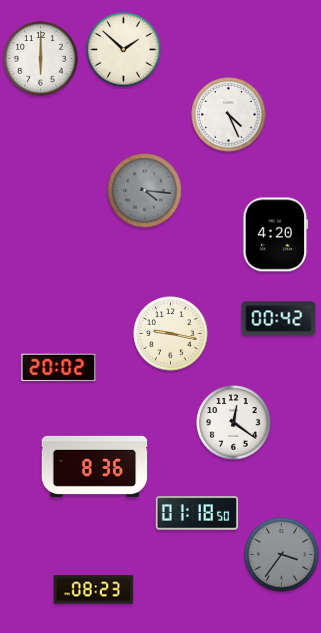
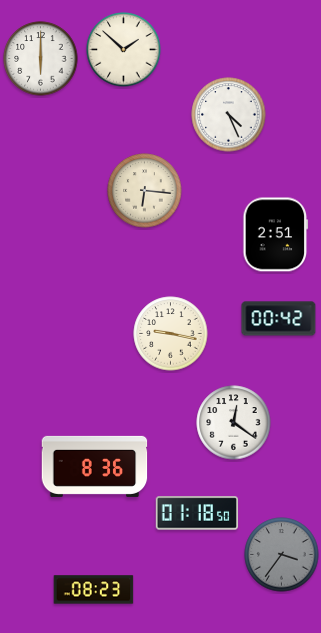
clock at (145, 191): 4:16 -> 6:16
clock at (145, 191) dial: grey -> cream
clock at (276, 235): 4:20 -> 2:51
clock at (59, 368): 20:02 -> none
